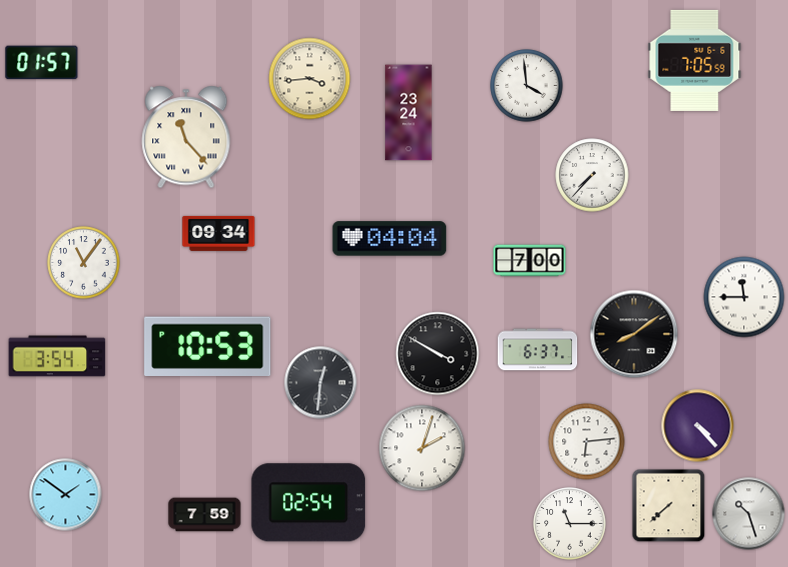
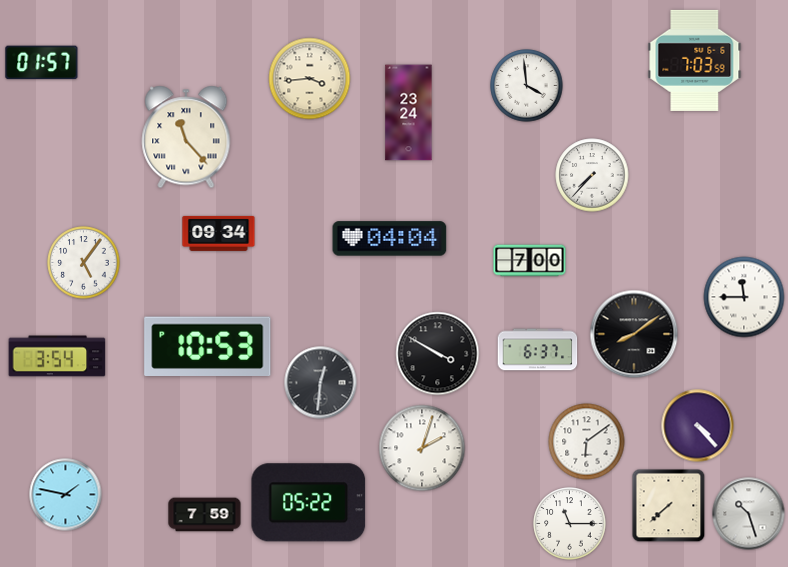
clock at (695, 60): 7:05 -> 7:03
clock at (84, 263): 11:06 -> 5:06
clock at (587, 442): 6:14 -> 6:09
clock at (66, 495): 1:51 -> 1:47
clock at (309, 503): 02:54 -> 05:22
